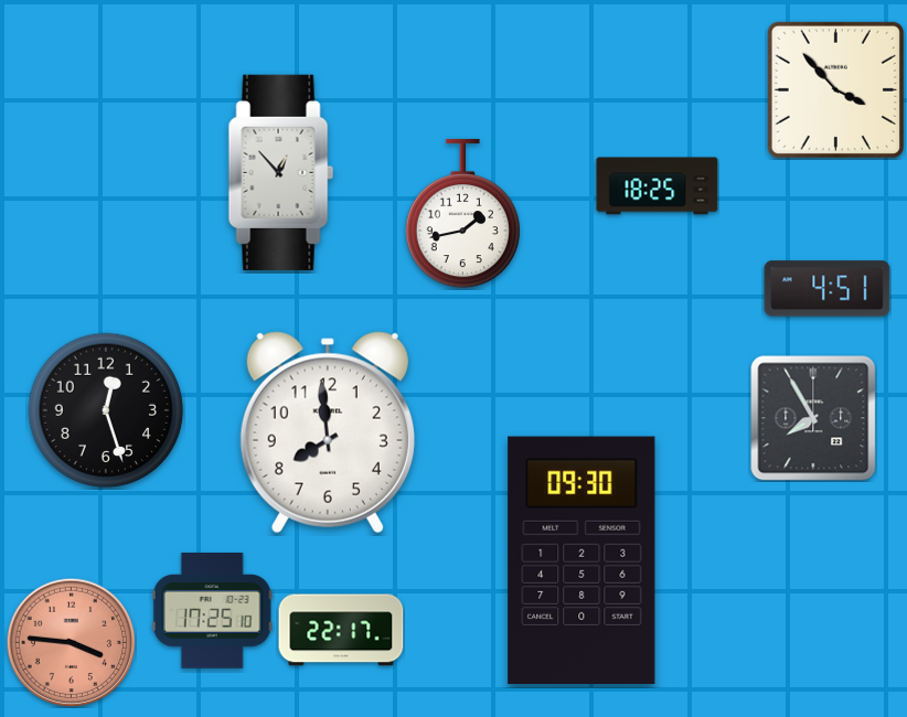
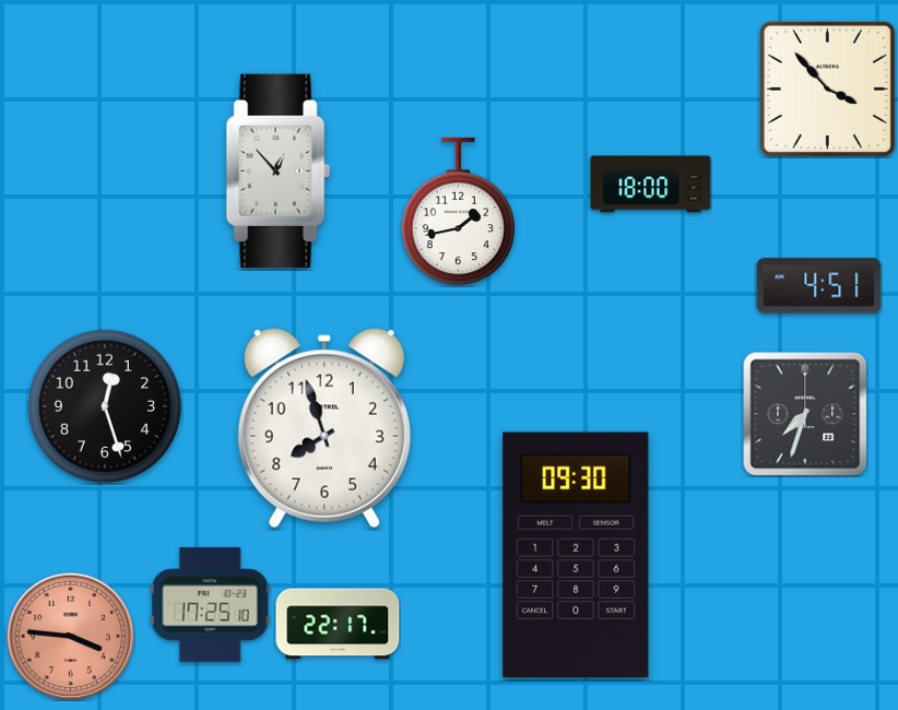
clock at (658, 186): 18:25 -> 18:00
clock at (813, 418): 7:55 -> 7:33
clock at (328, 432): 7:59 -> 7:57
